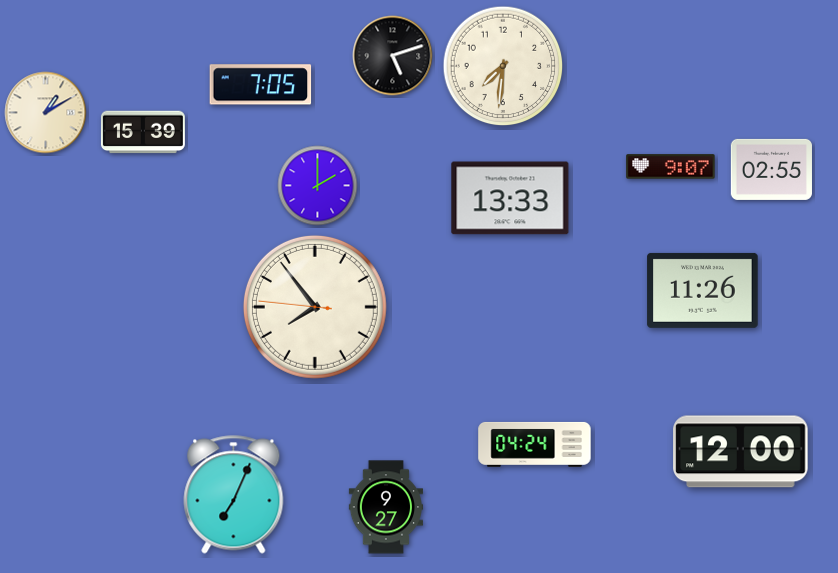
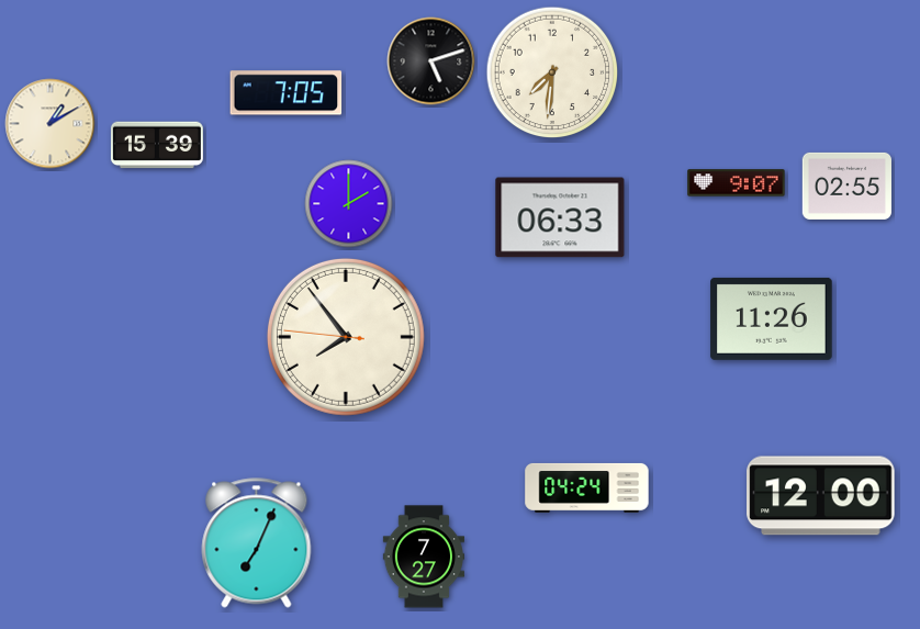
clock at (510, 198): 13:33 -> 06:33
clock at (741, 452) position: (741, 452) -> (821, 496)
clock at (385, 507): 9:27 -> 7:27
